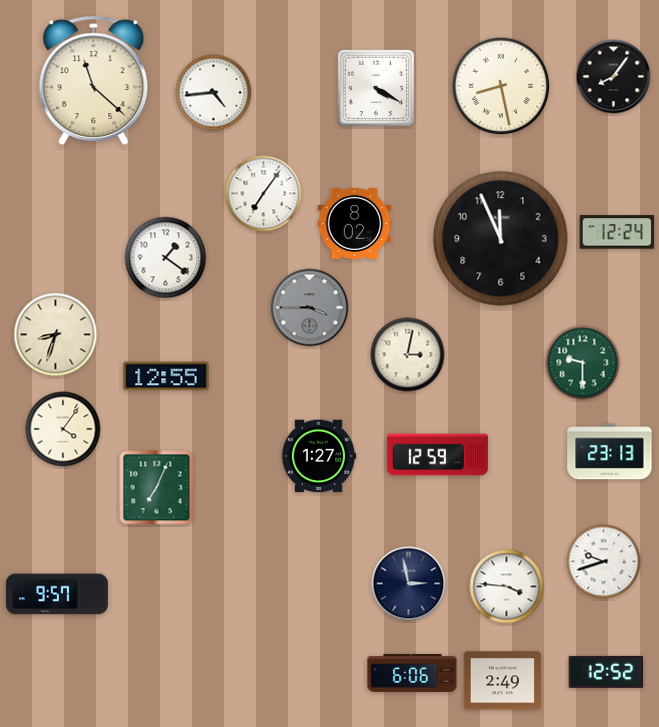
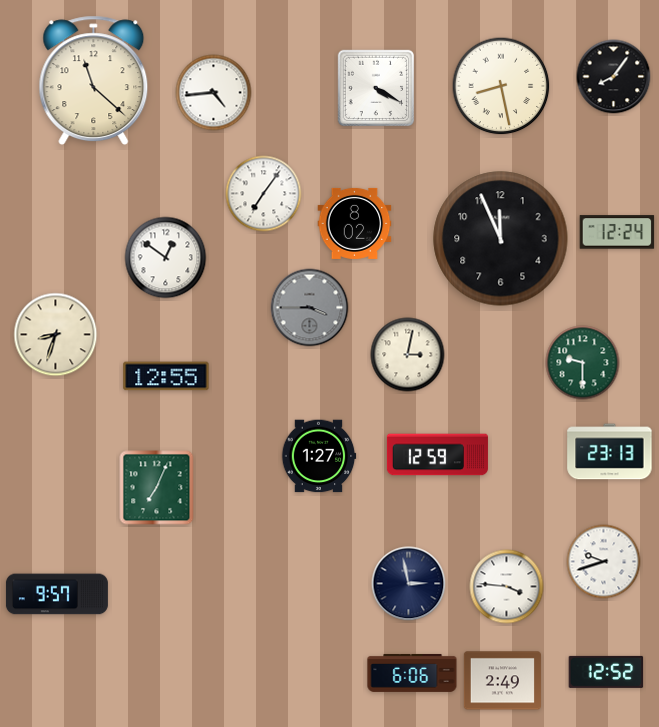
clock at (166, 258): 1:21 -> 12:51
clock at (63, 429): 4:06 -> none
